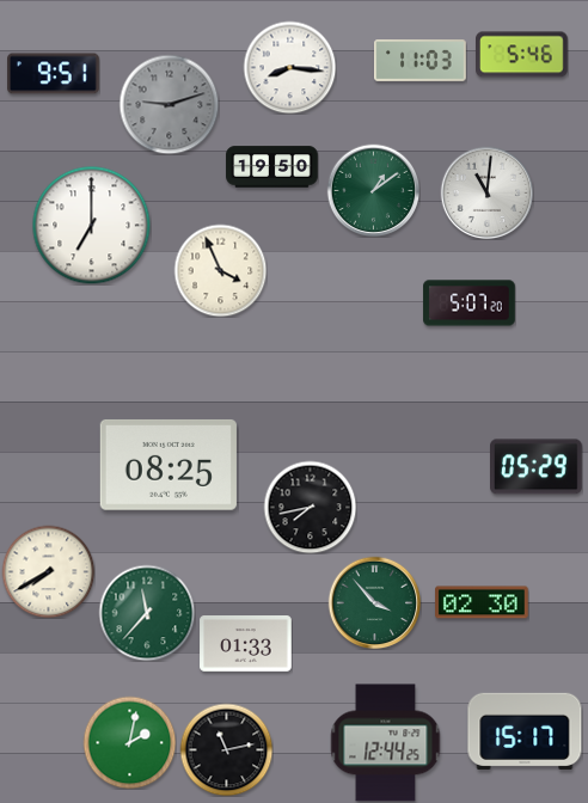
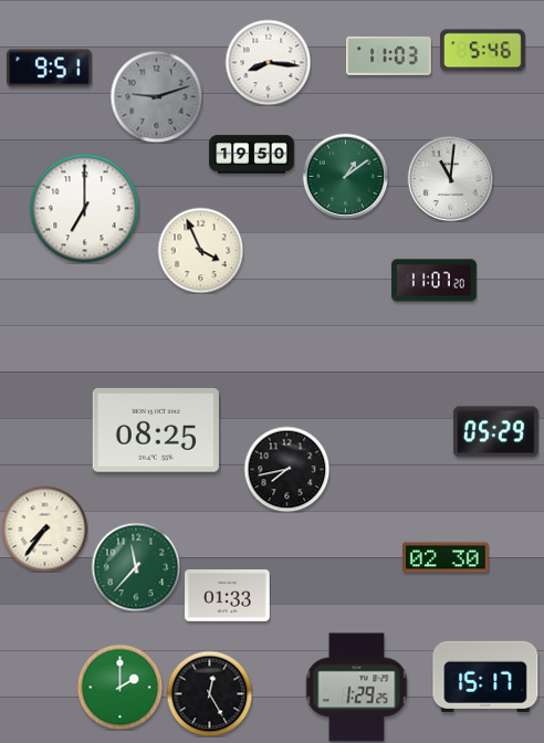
clock at (220, 270) position: (220, 270) -> (200, 250)
clock at (470, 304): 5:07 -> 11:07
clock at (48, 571): 7:40 -> 7:36
clock at (374, 602): 3:53 -> none
clock at (129, 742): 2:02 -> 2:00
clock at (386, 743): 12:44 -> 1:29
clock at (226, 749): 11:13 -> 12:25
